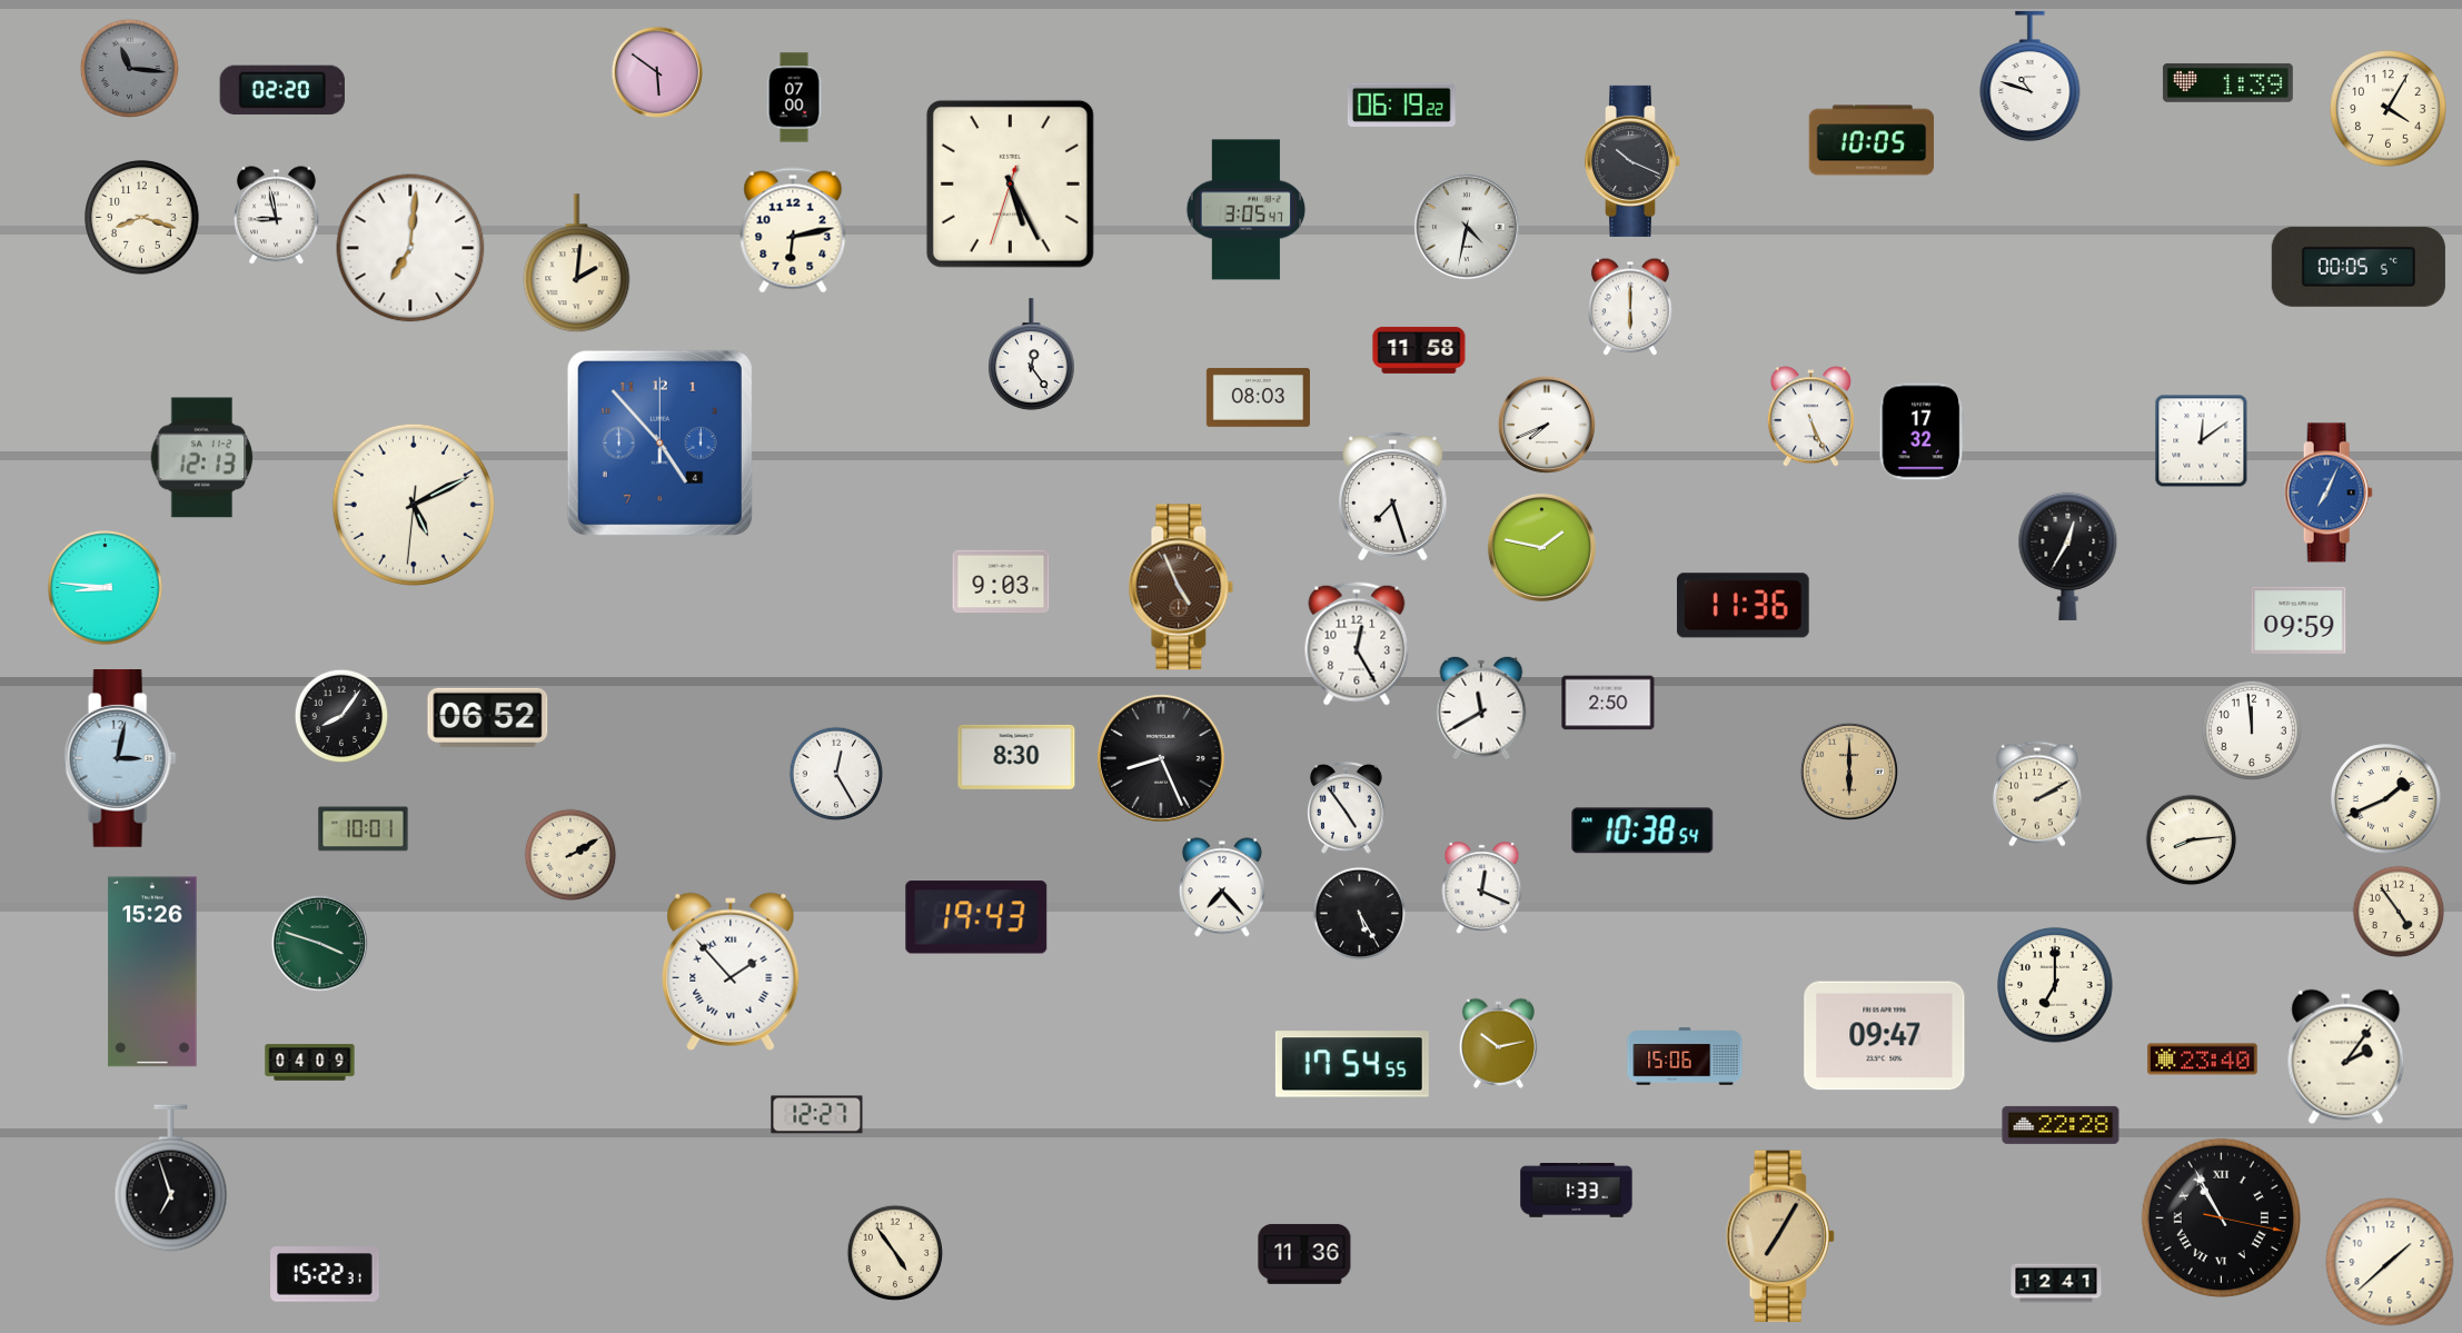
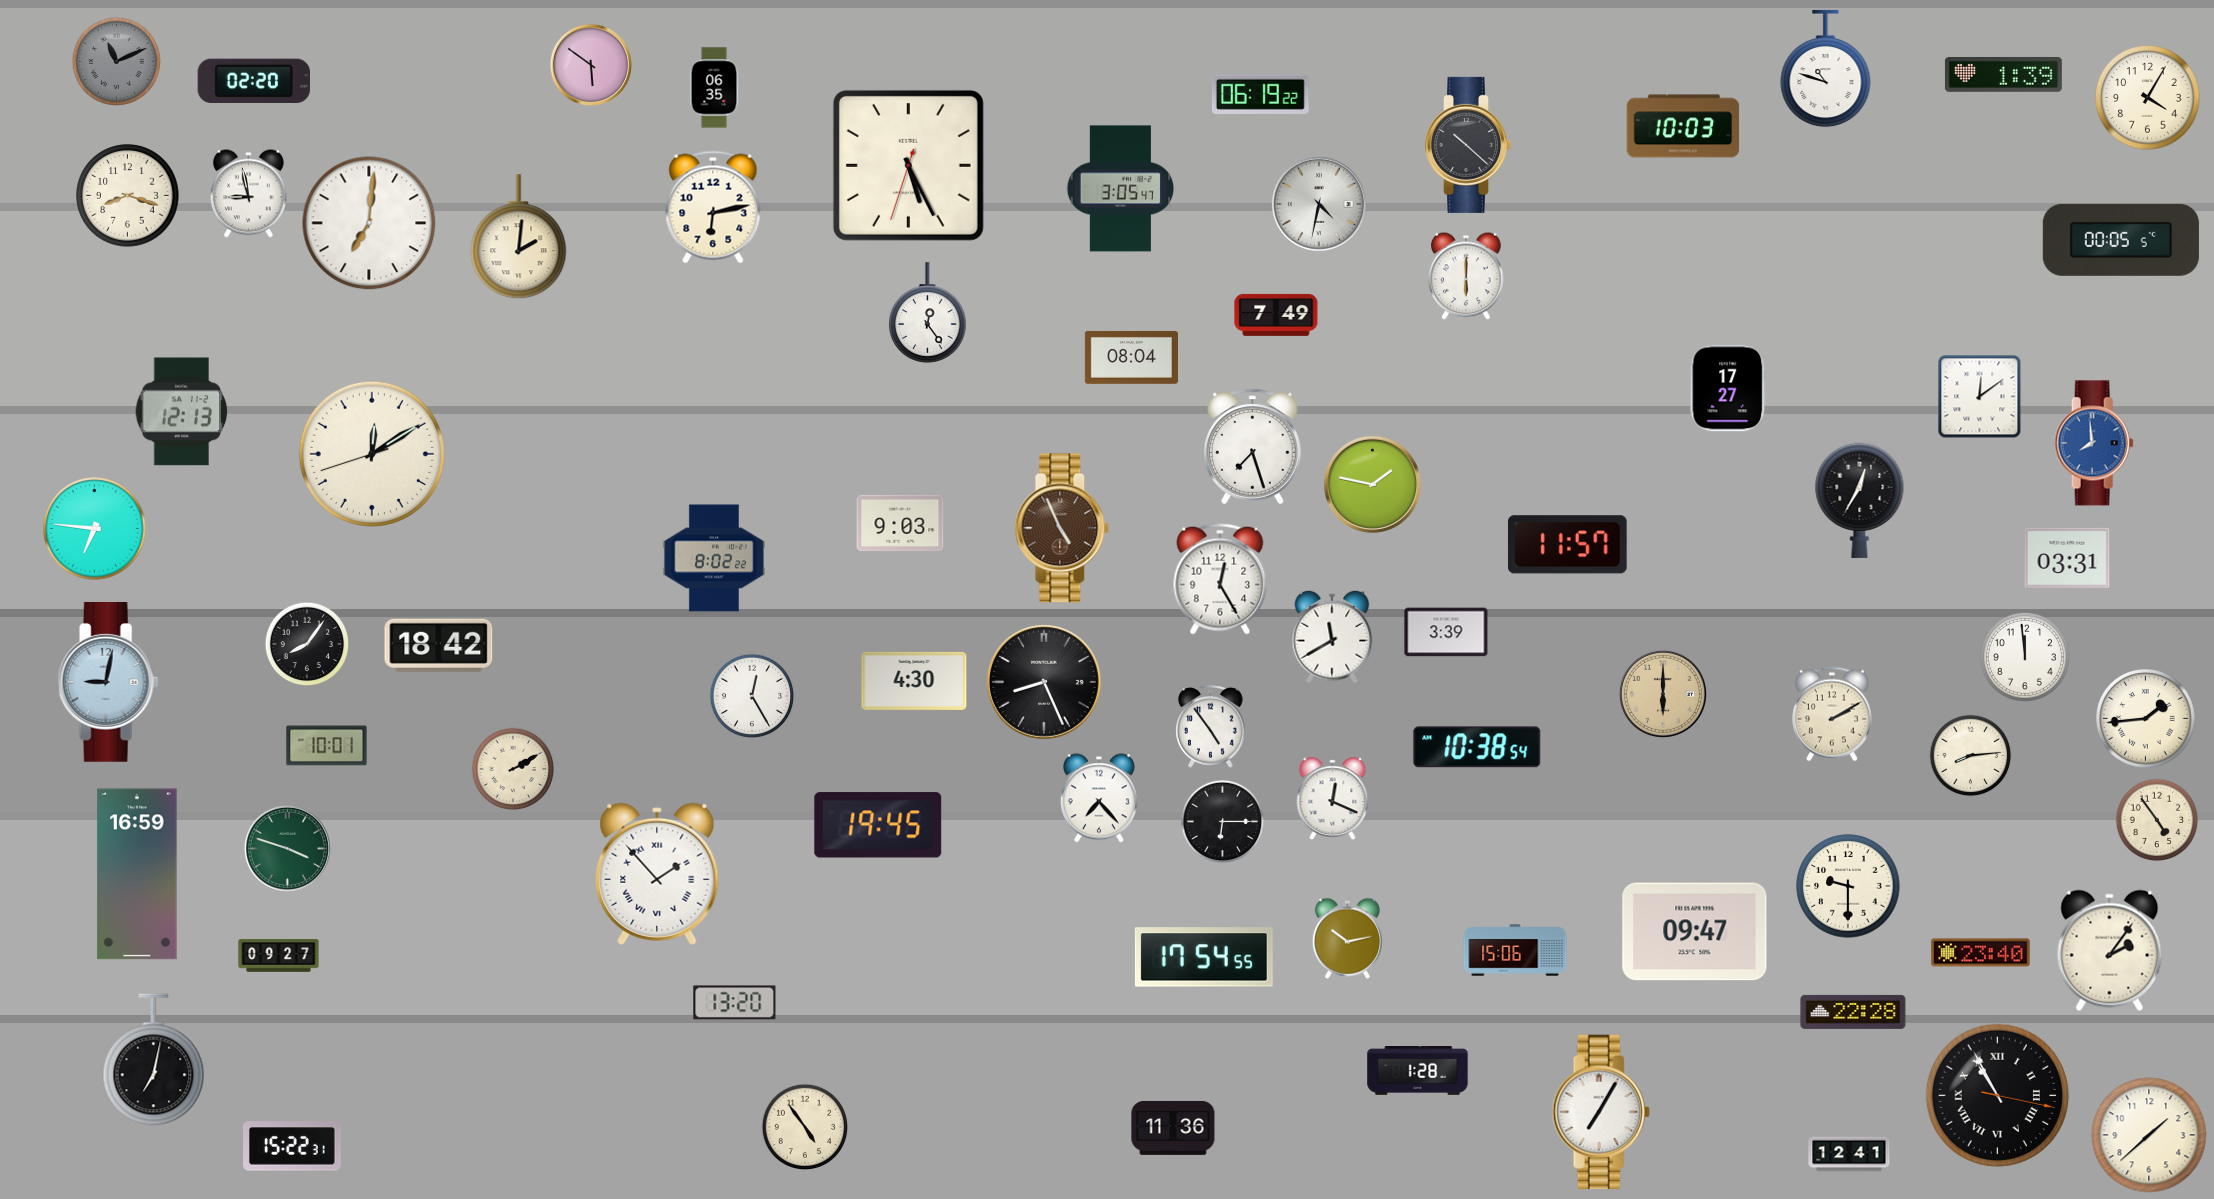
clock at (129, 68): 11:16 -> 11:11
clock at (794, 98): 07:00 -> 06:35
clock at (1872, 140): 10:05 -> 10:03
clock at (1634, 161): 10:19 -> 10:22
clock at (1419, 350): 11:58 -> 7:49
clock at (1032, 355) position: (1032, 355) -> (928, 313)
clock at (1258, 397): 08:03 -> 08:04
clock at (1810, 417): 5:26 -> none
clock at (1547, 425): 7:41 -> none
clock at (1922, 431): 17:32 -> 17:27
clock at (659, 442): 4:53 -> none
clock at (2329, 493): 7:04 -> 7:59
clock at (414, 505): 5:10 -> 12:09
clock at (1541, 547) position: (1541, 547) -> (1372, 484)
clock at (106, 588): 8:46 -> 6:46
clock at (1743, 606): 11:36 -> 11:57
clock at (714, 558): none -> 8:02
clock at (2299, 620): 09:59 -> 03:31
clock at (1608, 703): 2:50 -> 3:39
clock at (488, 717): 06:52 -> 18:42
clock at (1016, 757): 8:30 -> 4:30
clock at (120, 758): 3:02 -> 9:02
clock at (2386, 799): 1:41 -> 1:44
clock at (1360, 914): 5:25 -> 6:15
clock at (976, 917): 19:43 -> 19:45
clock at (152, 972): 15:26 -> 16:59
clock at (2055, 985): 7:00 -> 9:30
clock at (310, 1063): 04:09 -> 09:27
clock at (1352, 1064) position: (1352, 1064) -> (1204, 957)
clock at (817, 1115): 12:27 -> 13:20
clock at (171, 1178): 6:57 -> 7:02
clock at (1577, 1191): 1:33 -> 1:28
clock at (1780, 1235) dial: champagne -> white
